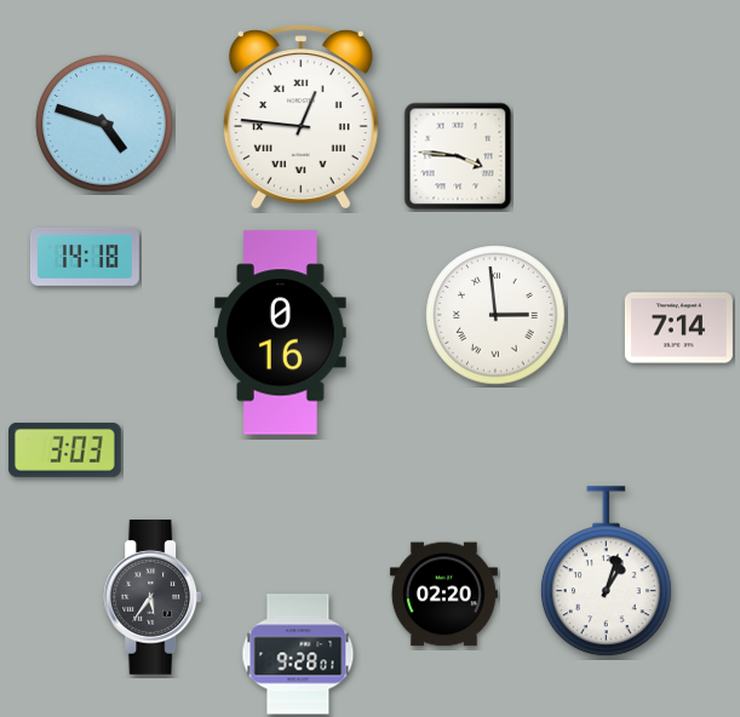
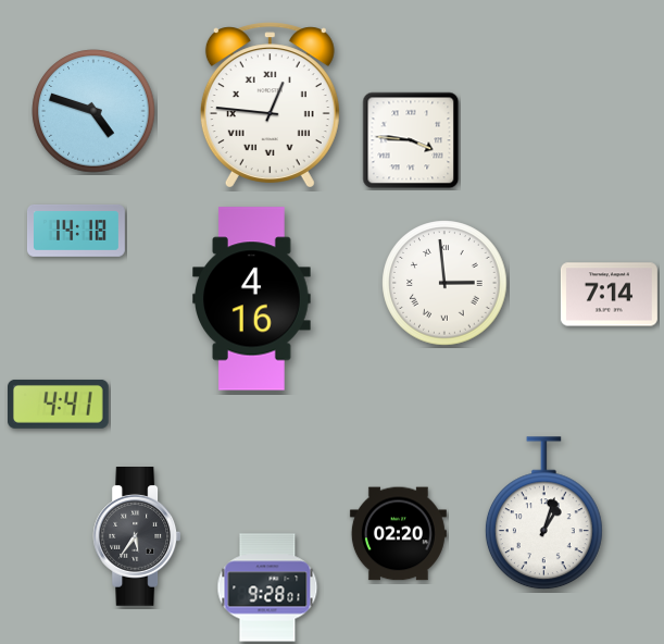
clock at (281, 333): 0:16 -> 4:16
clock at (65, 449): 3:03 -> 4:41
